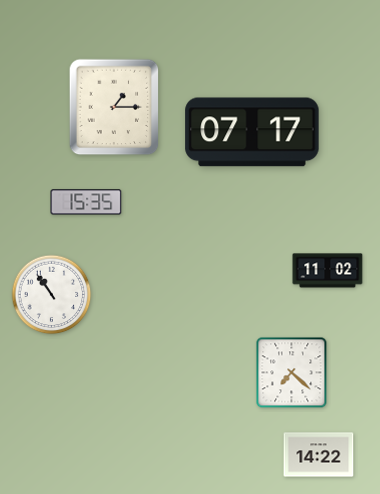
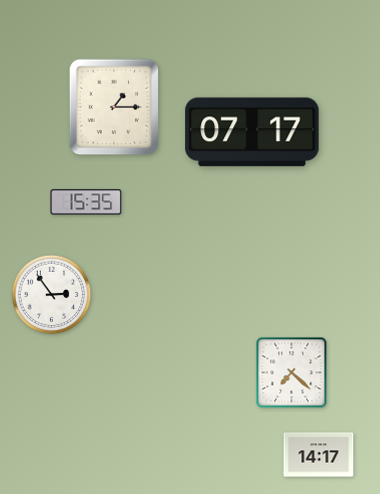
clock at (328, 271): 11:02 -> none
clock at (52, 295): 10:54 -> 2:54
clock at (319, 455): 14:22 -> 14:17
